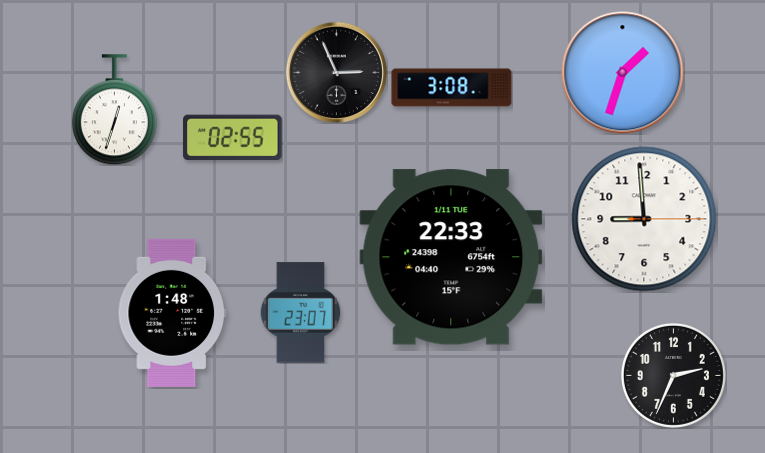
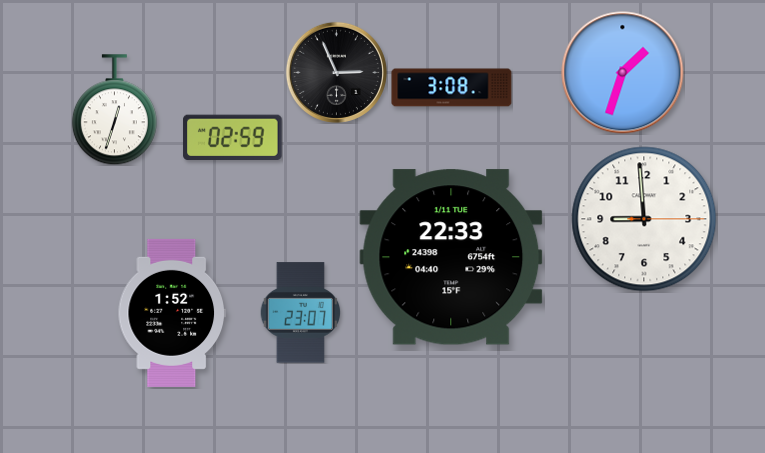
clock at (233, 138): 02:55 -> 02:59
clock at (171, 313): 1:48 -> 1:52
clock at (673, 375): 2:34 -> none
